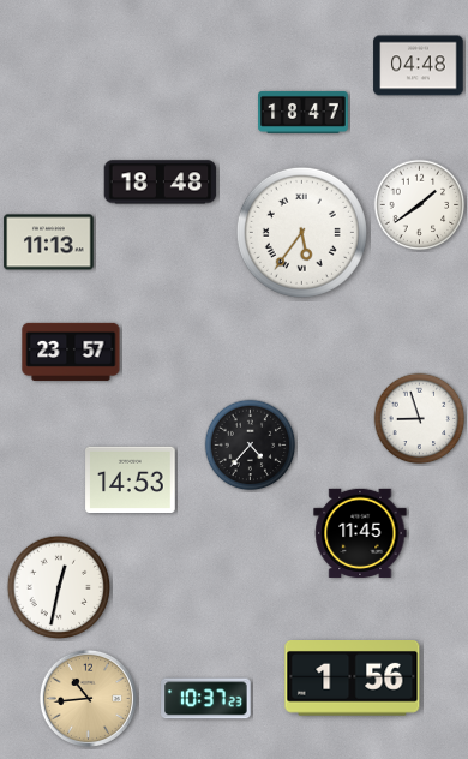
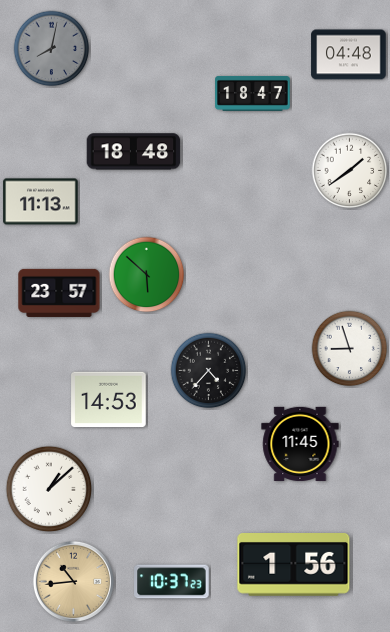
clock at (52, 49): none -> 8:02
clock at (301, 232): 5:36 -> none
clock at (147, 275): none -> 5:52
clock at (59, 587): 12:32 -> 1:08
